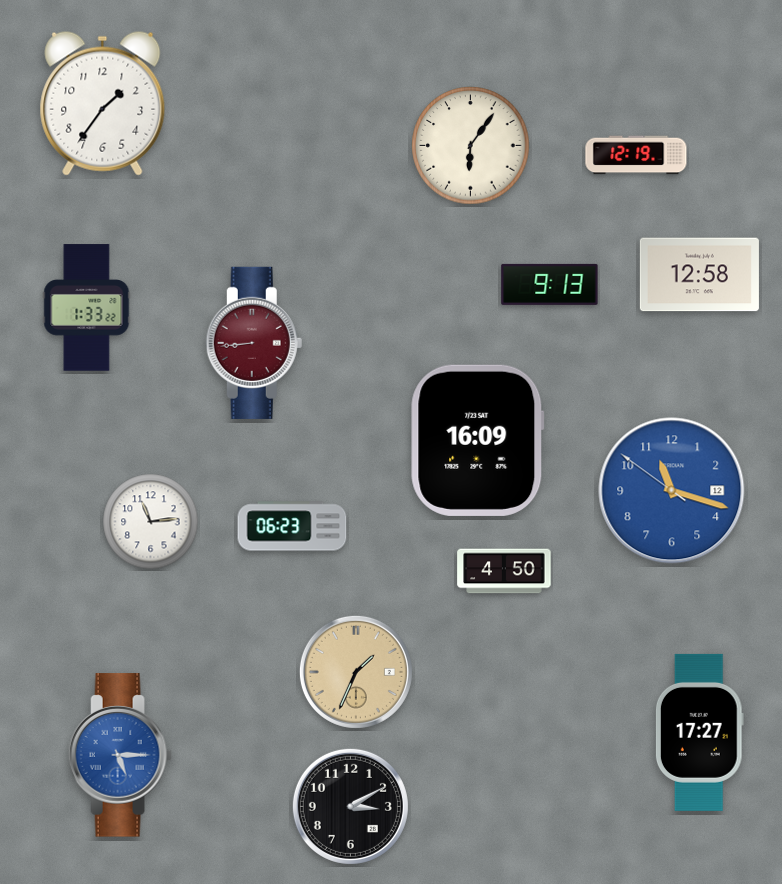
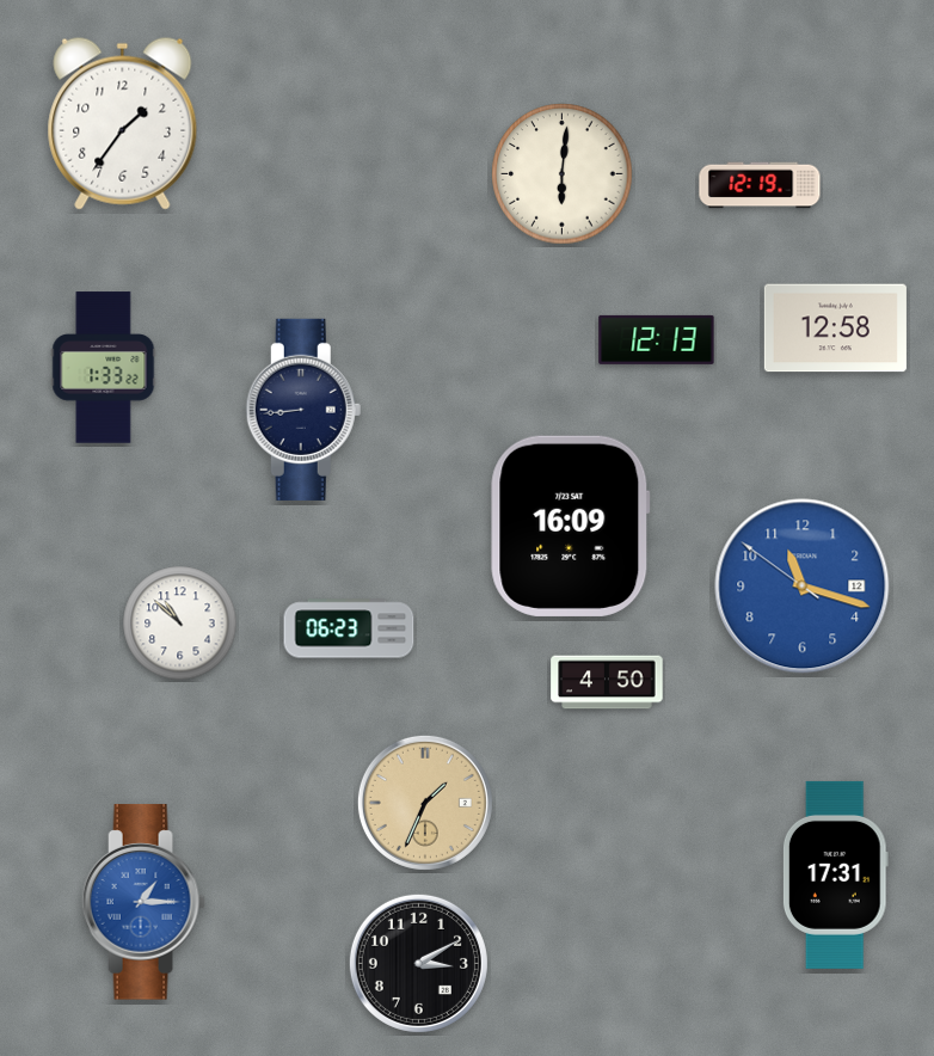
clock at (471, 146): 6:06 -> 6:01
clock at (550, 284): 9:13 -> 12:13
clock at (254, 343) dial: burgundy -> navy
clock at (151, 522): 11:14 -> 10:52
clock at (504, 571) position: (504, 571) -> (607, 682)
clock at (699, 732): 17:27 -> 17:31
clock at (120, 755): 5:15 -> 1:15
